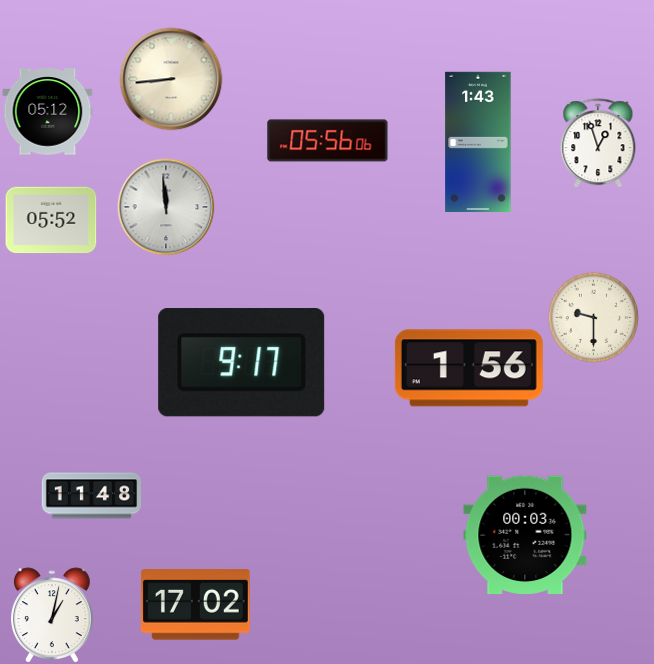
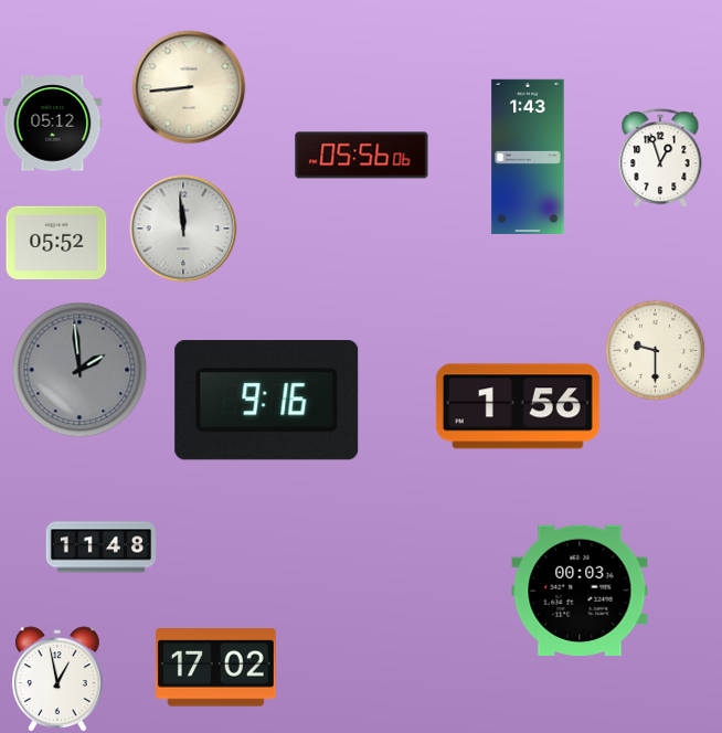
clock at (79, 370): none -> 1:59
clock at (242, 363): 9:17 -> 9:16
clock at (53, 615): 1:02 -> 12:58
